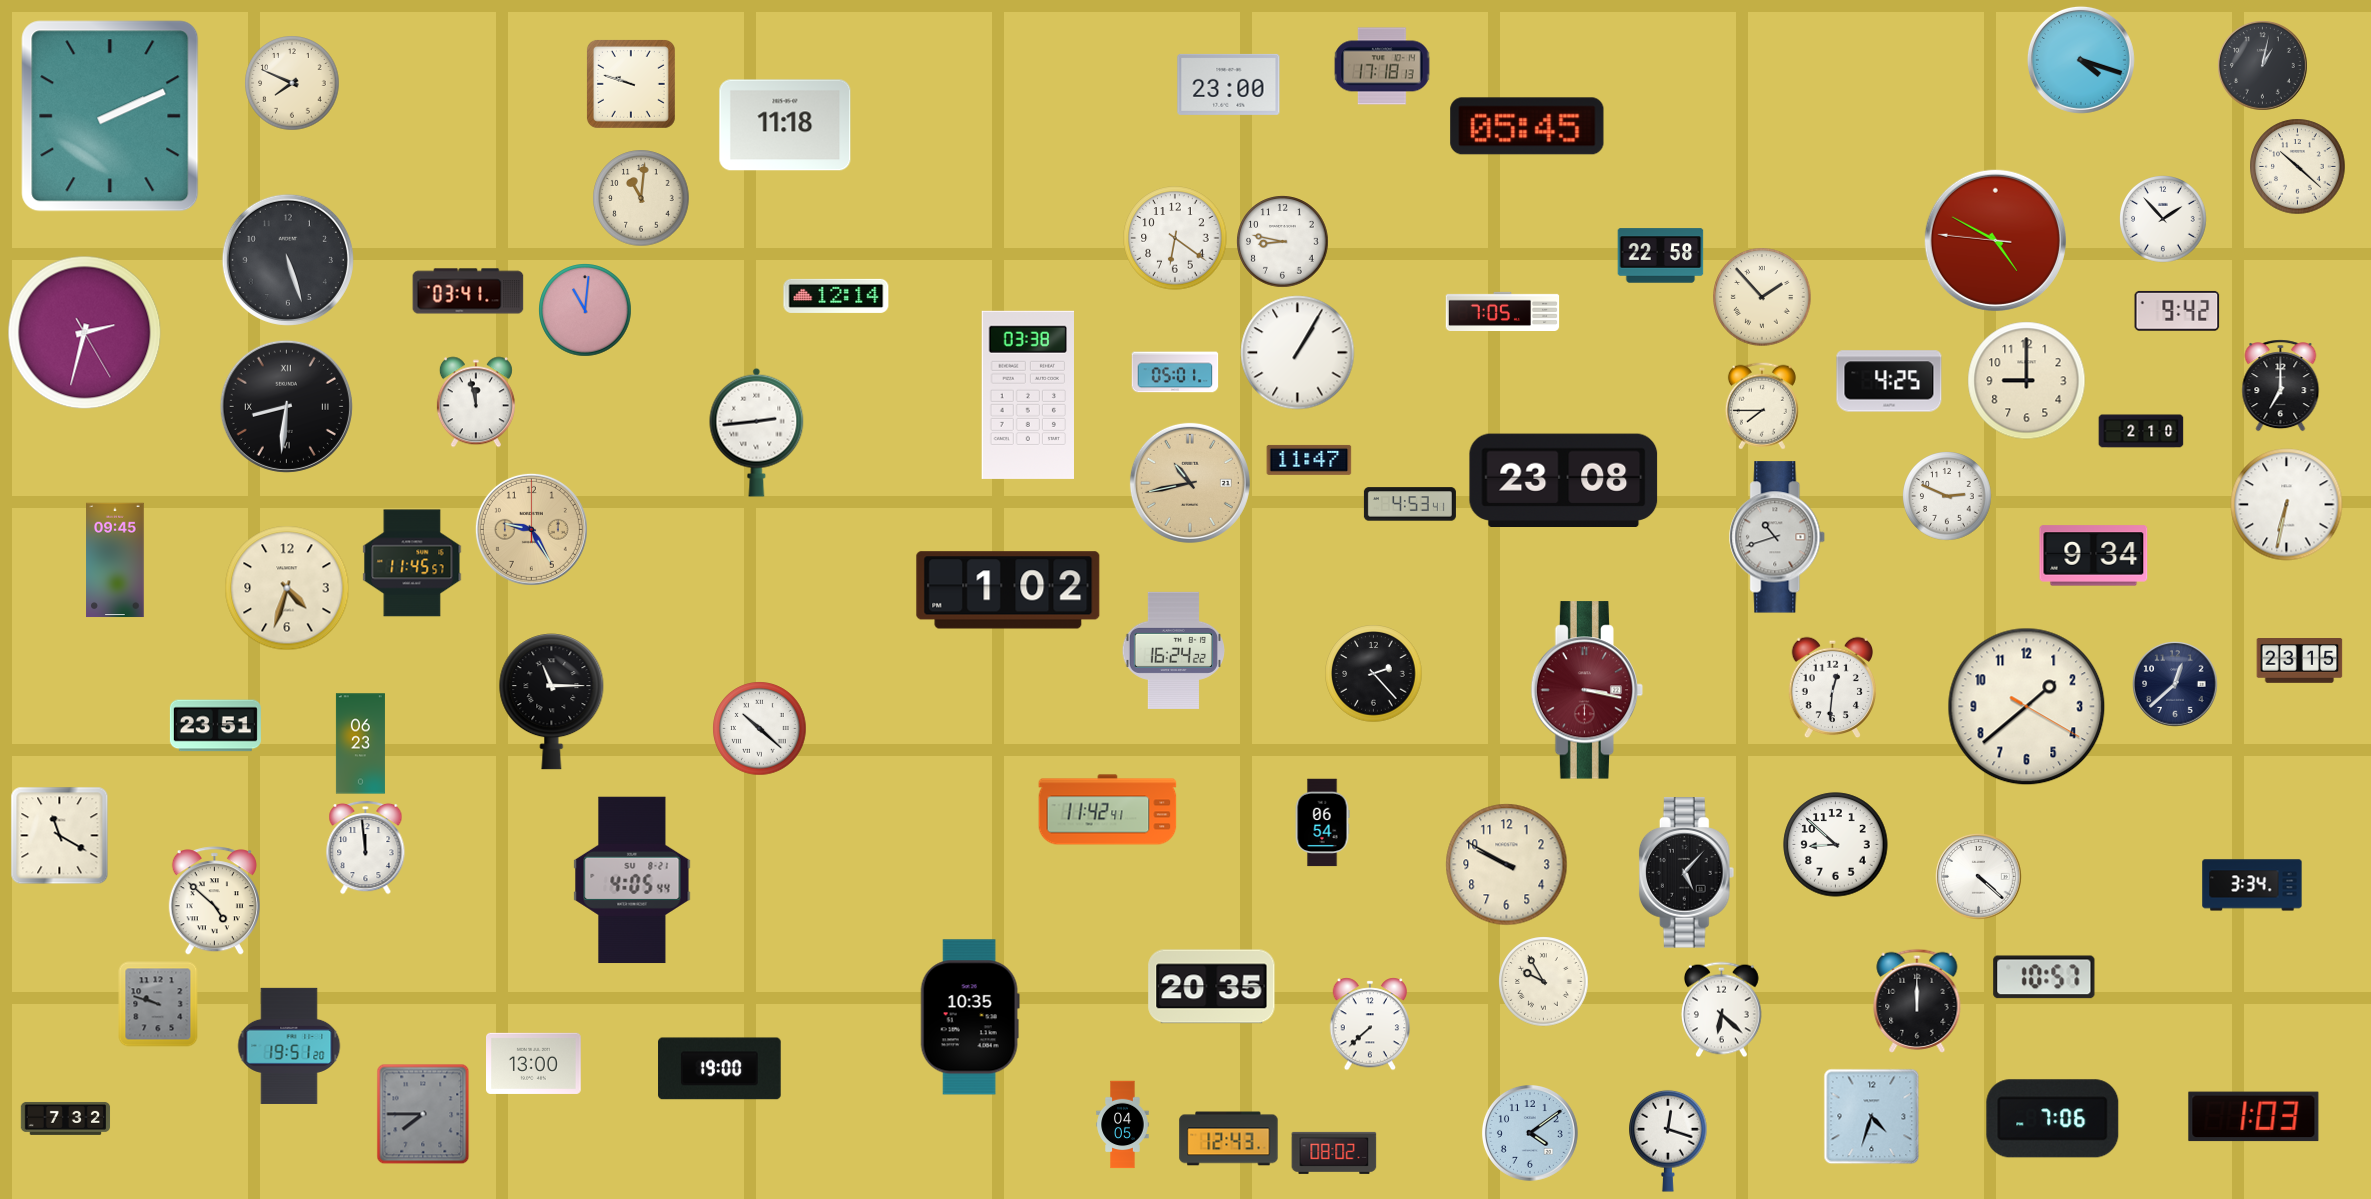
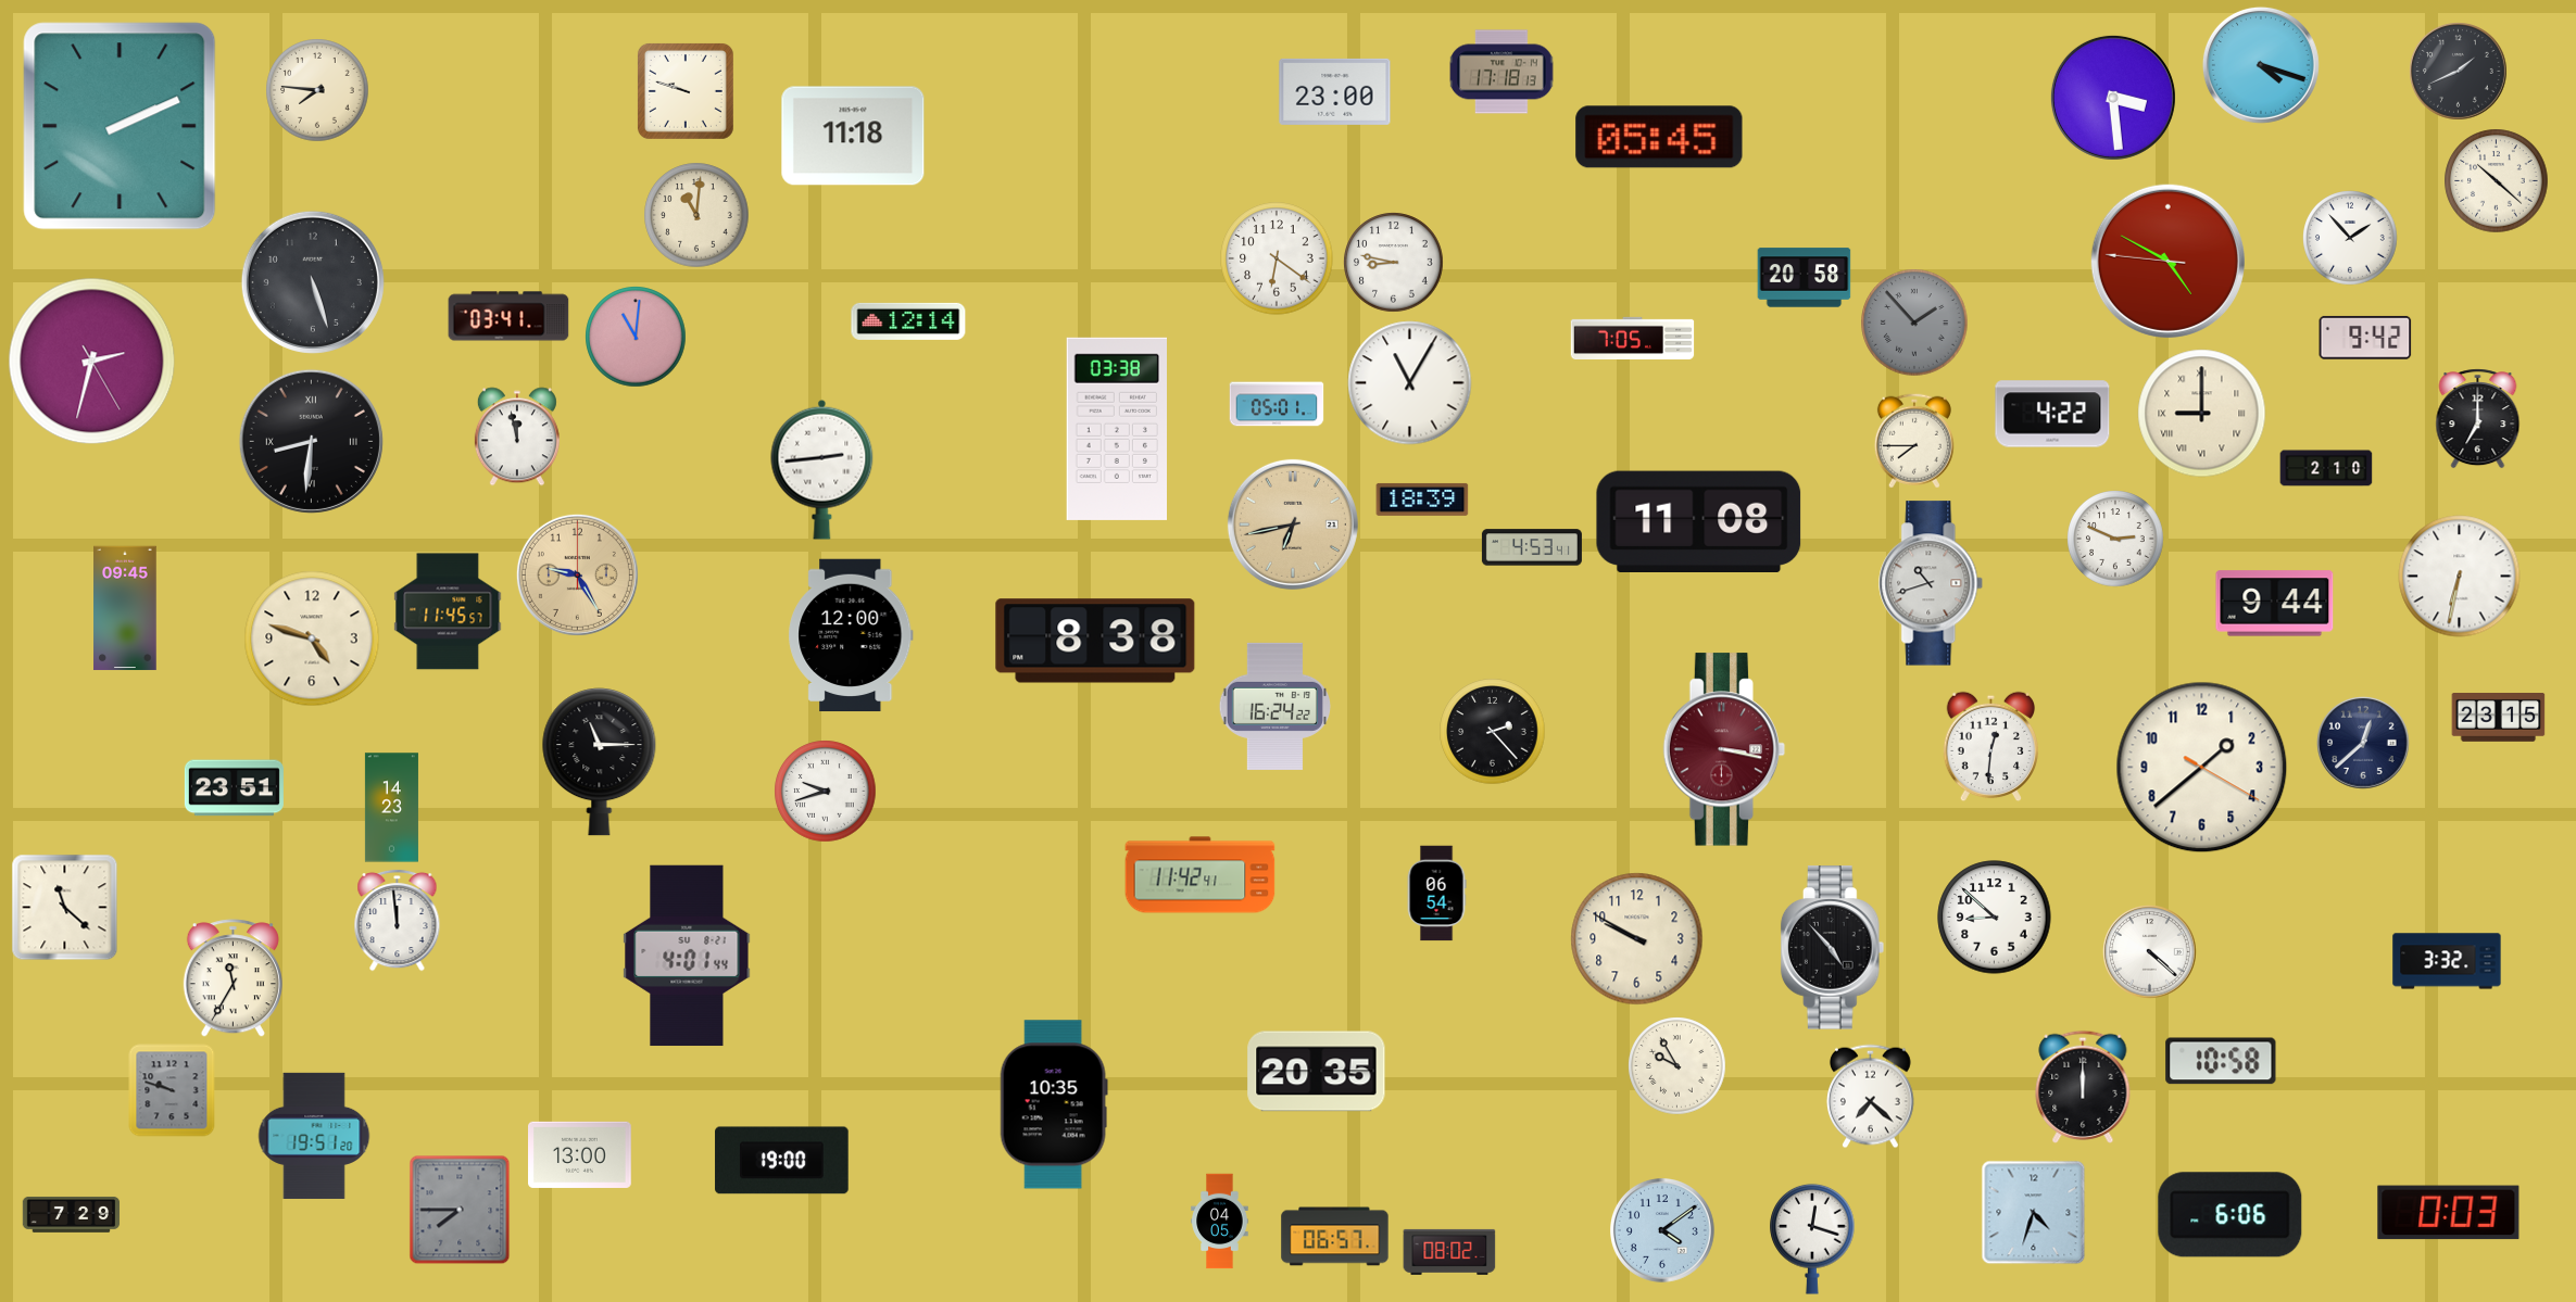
clock at (2263, 66): 1:02 -> 1:41
clock at (292, 83): 7:49 -> 7:46
clock at (2113, 98): none -> 3:29
clock at (1661, 256): 22:58 -> 20:58
clock at (1762, 297) dial: cream -> grey
clock at (1298, 353): 1:05 -> 11:05
clock at (1889, 381): 4:25 -> 4:22
clock at (2027, 381) numerals: Arabic -> Roman
clock at (1309, 460): 11:47 -> 18:39
clock at (1564, 480): 23:08 -> 11:08
clock at (1190, 483): 10:43 -> 6:43
clock at (2287, 505) position: (2287, 505) -> (2460, 577)
clock at (2094, 556): 9:34 -> 9:44
clock at (851, 635): none -> 12:00
clock at (287, 588): 4:33 -> 4:48
clock at (1008, 590): 1:02 -> 8:38
clock at (760, 729): 10:22 -> 9:42
clock at (360, 744): 06:23 -> 14:23
clock at (1108, 810) position: (1108, 810) -> (1201, 875)
clock at (60, 836): 11:20 -> 11:22
clock at (1687, 873): 5:07 -> 4:53
clock at (632, 880): 4:05 -> 4:01
clock at (2252, 885): 3:34 -> 3:32
clock at (214, 901): 4:52 -> 11:35
clock at (2044, 977): 10:57 -> 10:58
clock at (1722, 1010): 6:22 -> 7:22
clock at (1370, 1024): 7:38 -> none
clock at (2254, 1117): 1:03 -> 0:03
clock at (66, 1118): 7:32 -> 7:29
clock at (2053, 1119): 7:06 -> 6:06
clock at (1229, 1139): 12:43 -> 06:57
